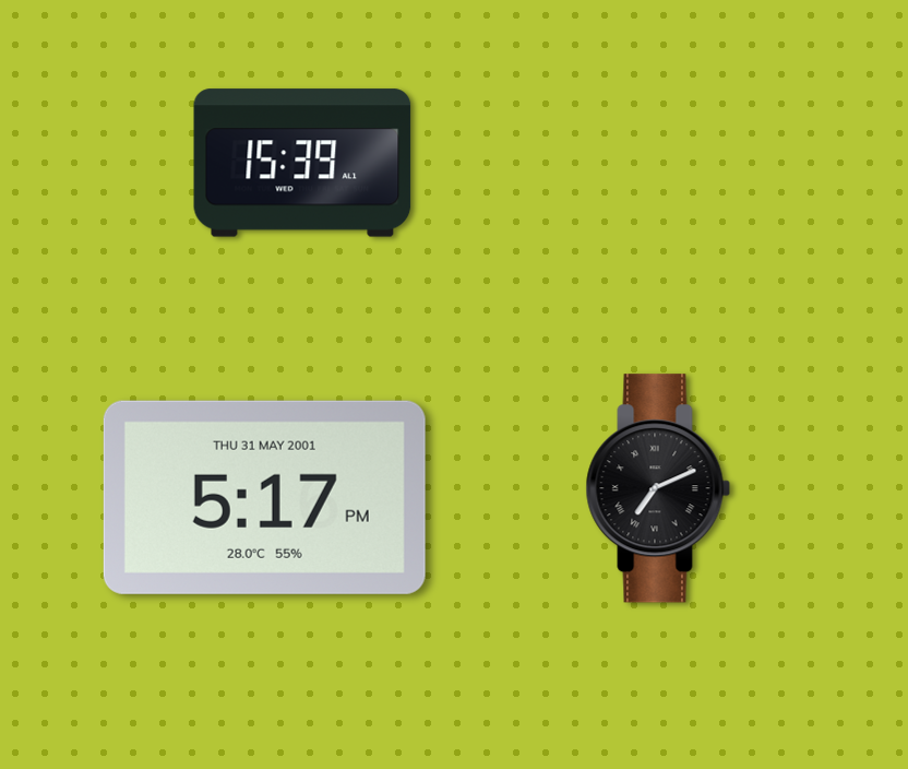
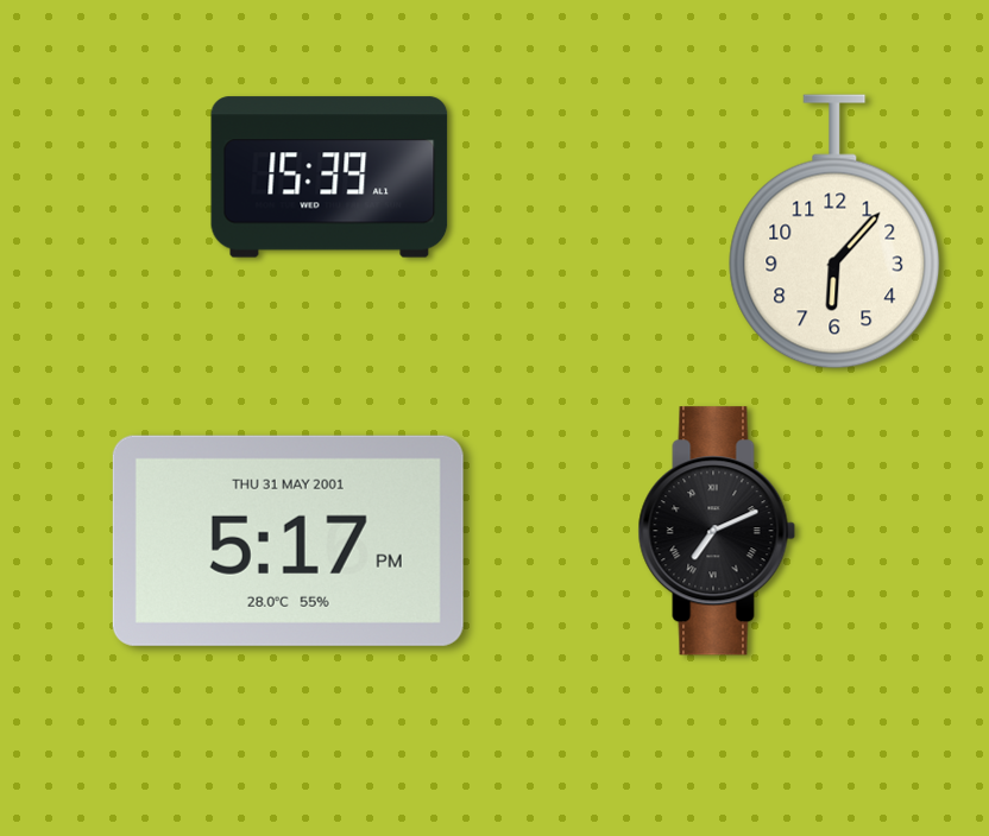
clock at (834, 232): none -> 6:07
